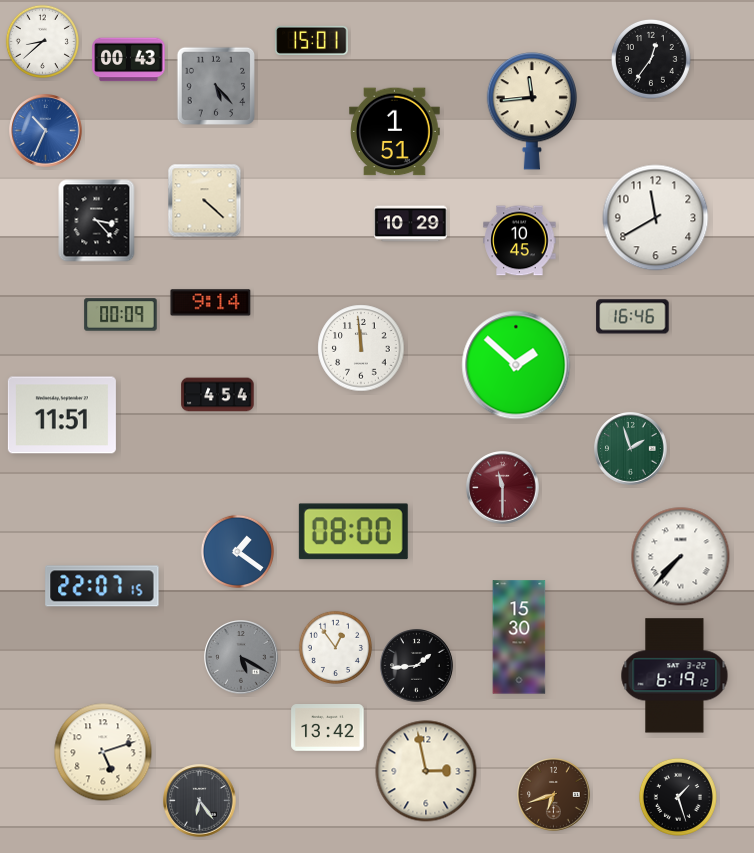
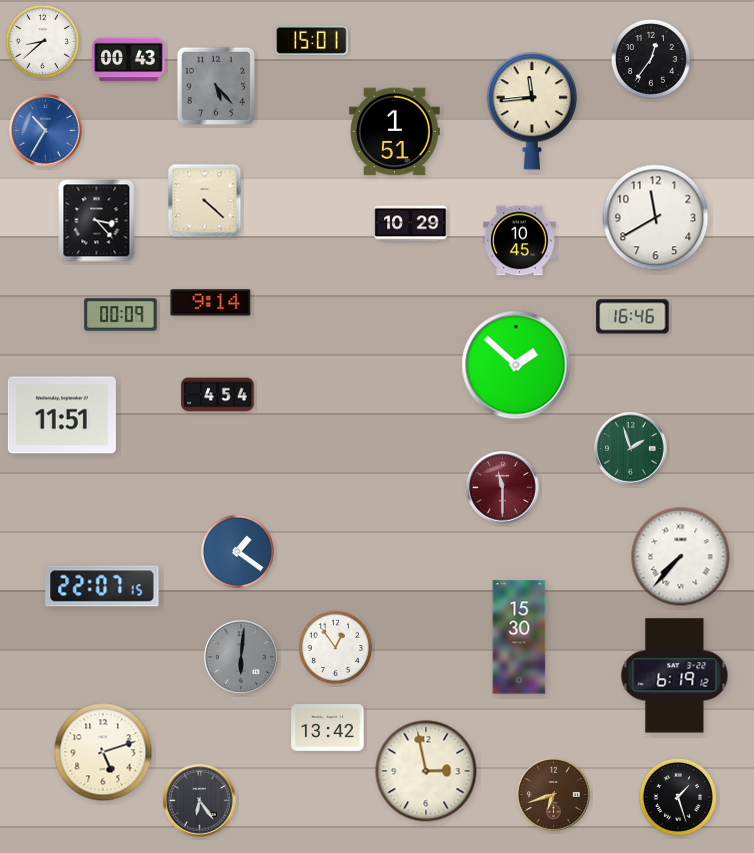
clock at (46, 131): 10:34 -> 10:35
clock at (361, 348): 11:59 -> none
clock at (353, 532): 08:00 -> none
clock at (241, 657): 5:20 -> 6:01
clock at (417, 666): 1:44 -> none
